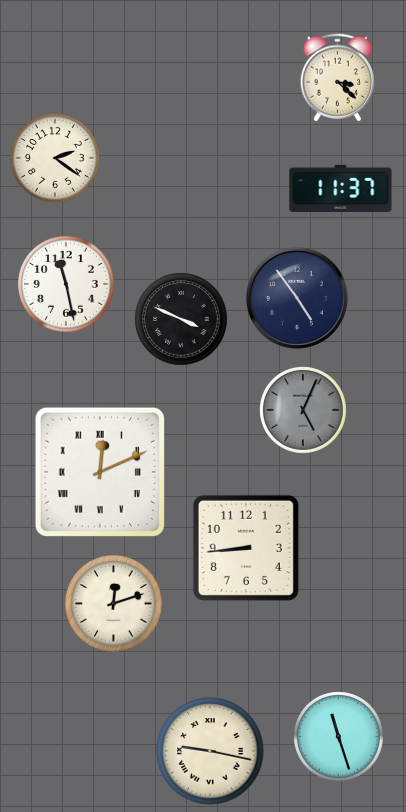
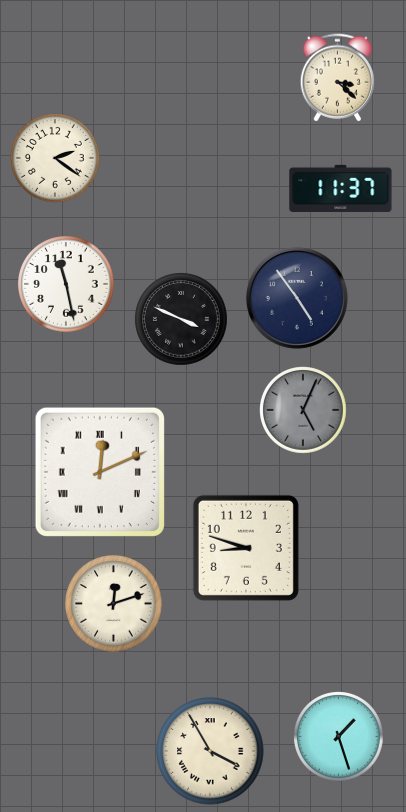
clock at (246, 548): 8:44 -> 8:48
clock at (339, 737): 11:27 -> 1:27
clock at (210, 751): 9:17 -> 3:55
